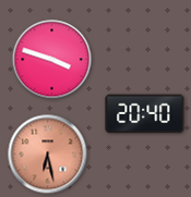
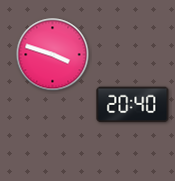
clock at (52, 60) position: (52, 60) -> (53, 55)
clock at (48, 155): 6:28 -> none
